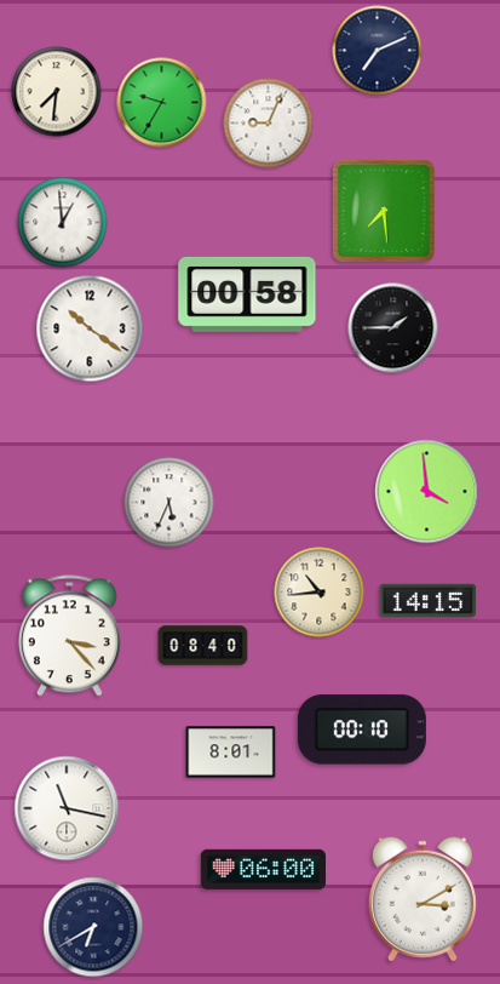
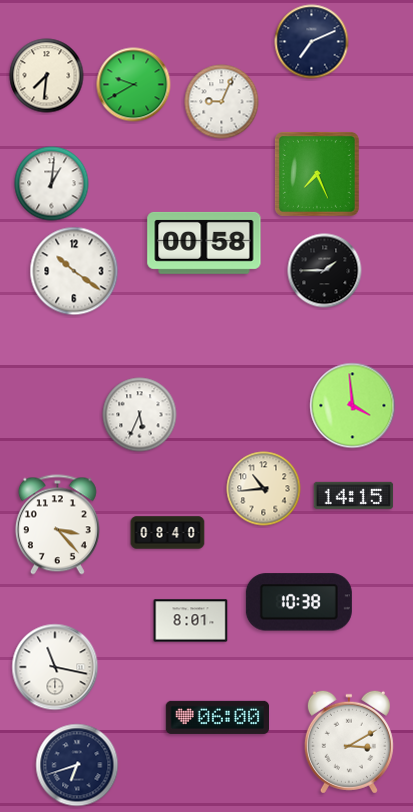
clock at (162, 103): 9:35 -> 9:40
clock at (384, 211): 7:29 -> 7:26
clock at (63, 223): 12:59 -> 1:01
clock at (362, 730): 00:10 -> 10:38
clock at (93, 927): 6:40 -> 6:42
